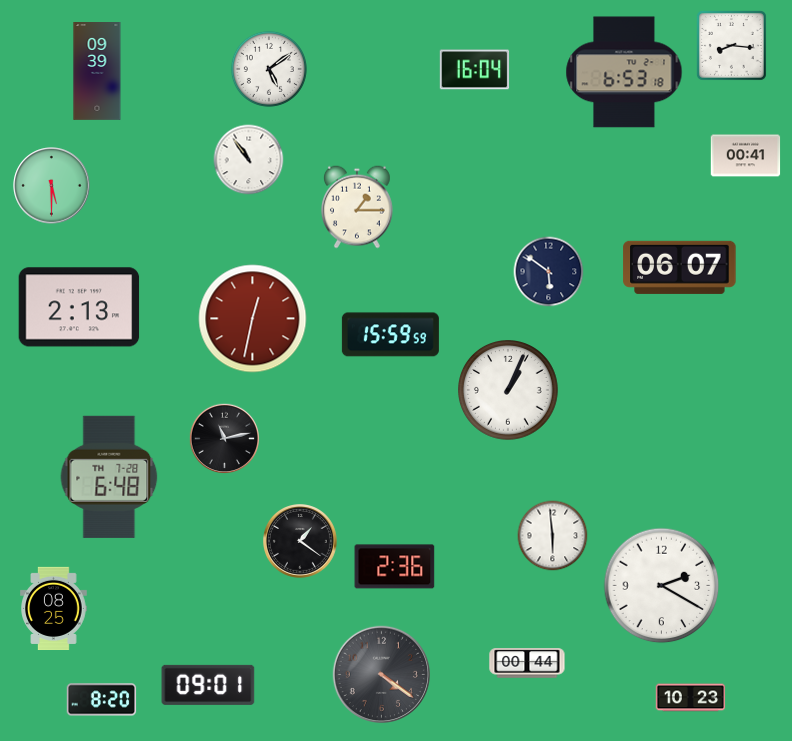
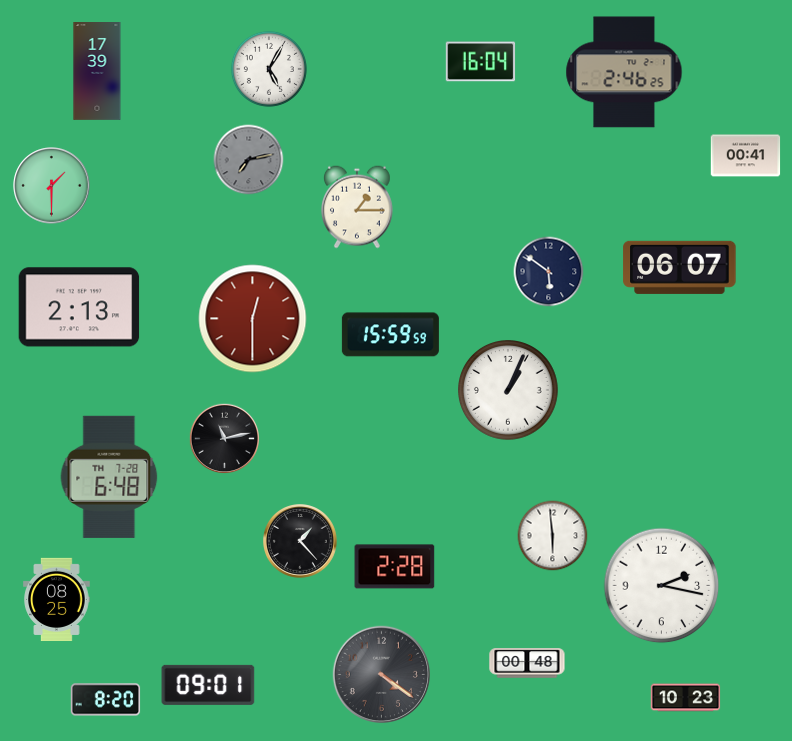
clock at (731, 45): 8:16 -> none
clock at (269, 69): 5:09 -> 5:05
clock at (475, 70) position: (475, 70) -> (481, 62)
clock at (97, 72): 09:39 -> 17:39
clock at (624, 72): 6:53 -> 2:46
clock at (249, 160): 10:54 -> 7:13
clock at (249, 160) dial: white -> grey
clock at (52, 186): 5:30 -> 1:30
clock at (253, 319): 12:32 -> 12:30
clock at (301, 542): 1:21 -> 1:23
clock at (395, 567): 2:36 -> 2:28
clock at (662, 586): 2:20 -> 2:17
clock at (54, 608) position: (54, 608) -> (57, 599)
clock at (527, 663): 00:44 -> 00:48
clock at (691, 698) position: (691, 698) -> (686, 698)
clock at (102, 700) position: (102, 700) -> (106, 700)
